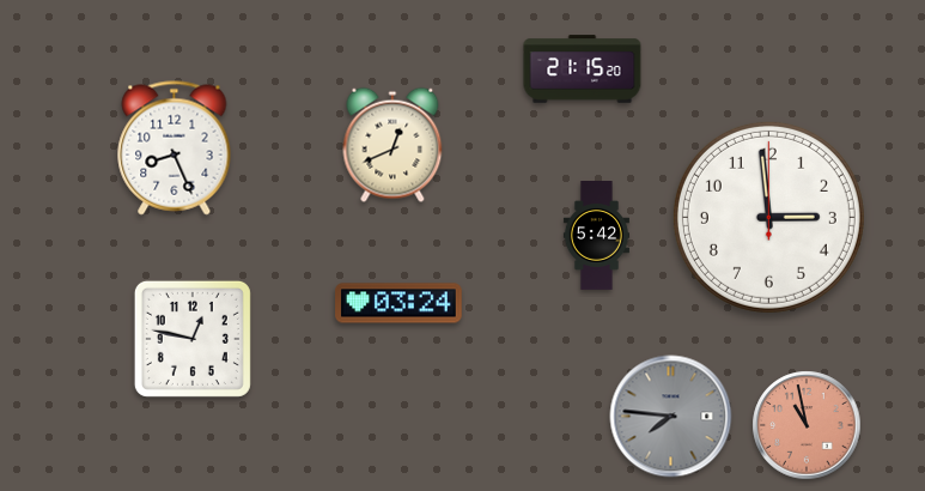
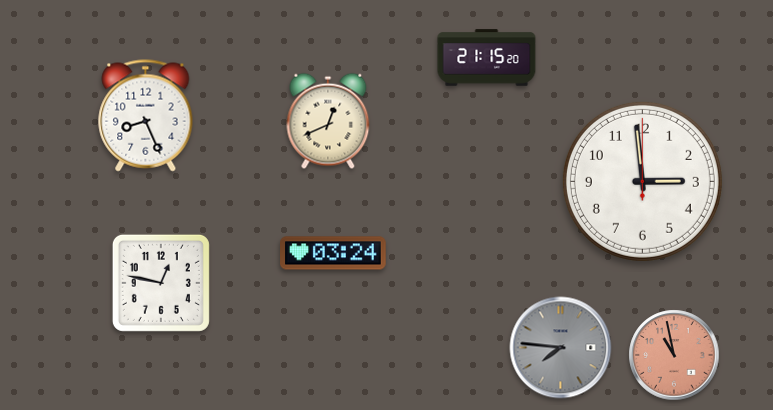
clock at (175, 148) position: (175, 148) -> (146, 116)
clock at (596, 236): 5:42 -> none
